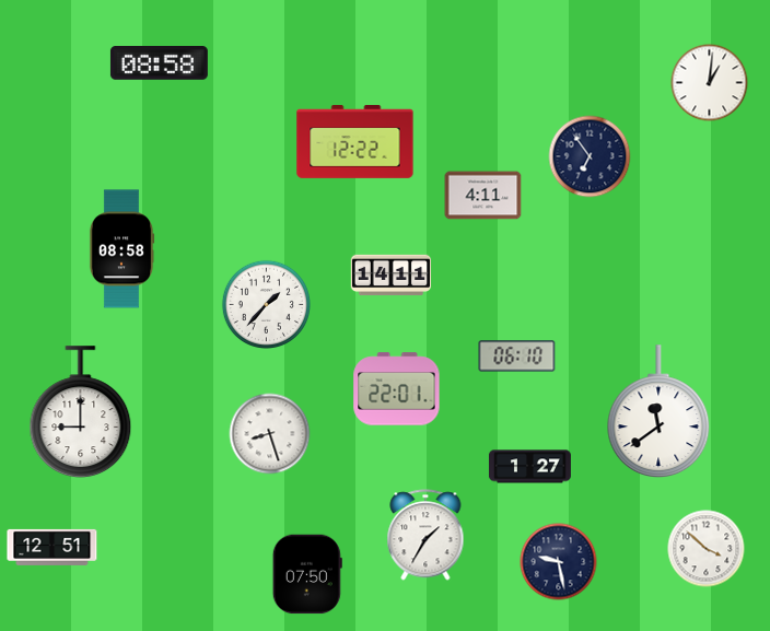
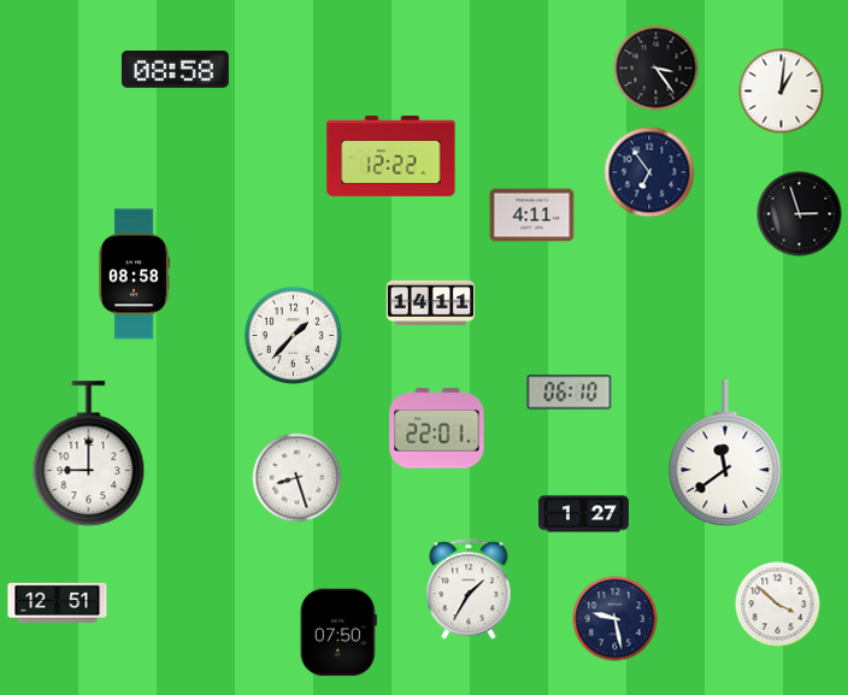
clock at (656, 69): none -> 3:24
clock at (800, 214): none -> 2:57
